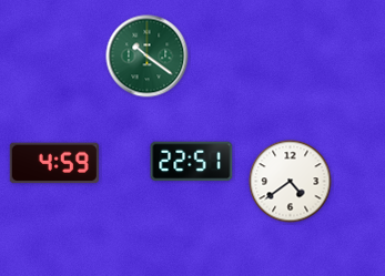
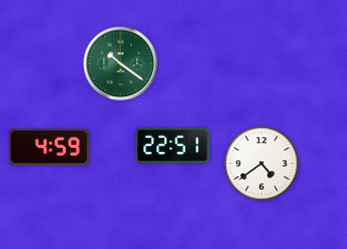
clock at (148, 57) position: (148, 57) -> (121, 64)
